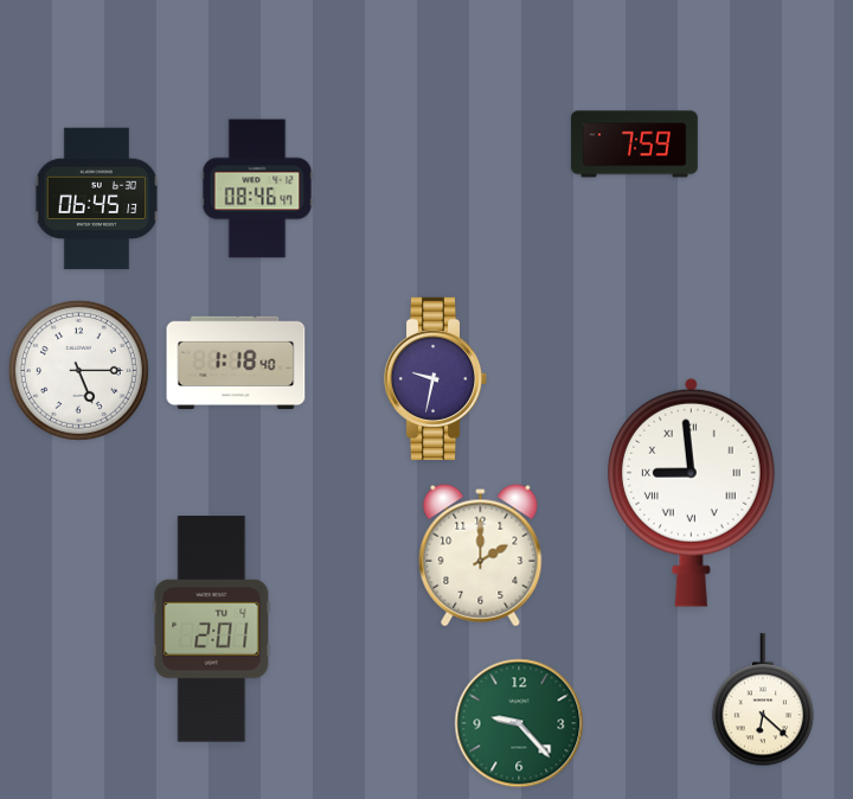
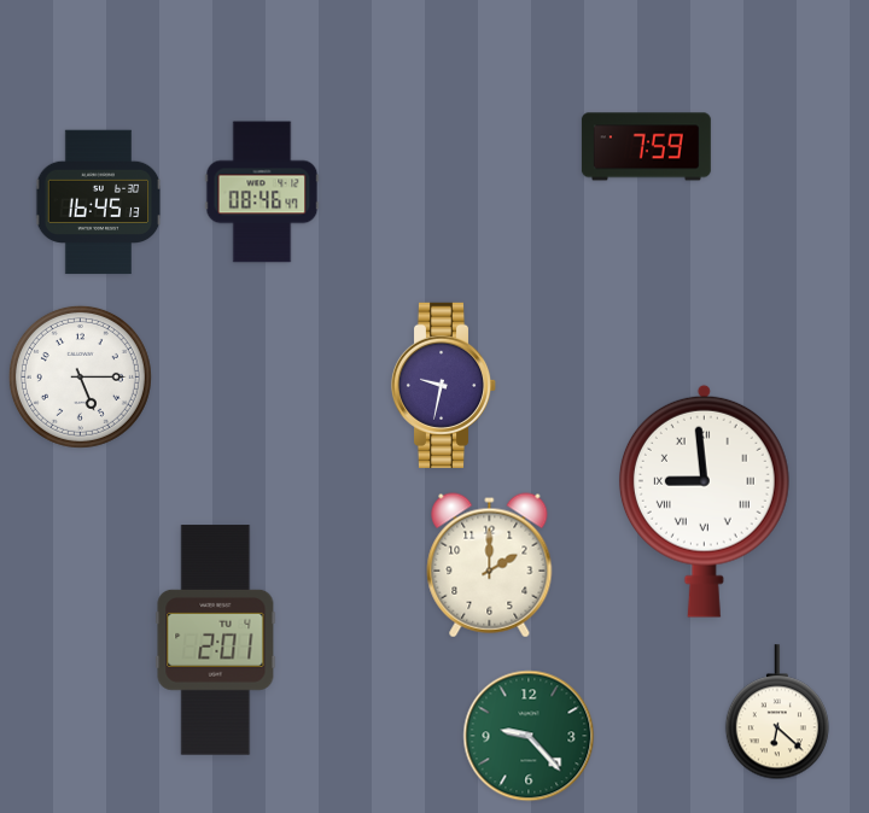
clock at (97, 199): 06:45 -> 16:45
clock at (236, 363): 1:18 -> none
